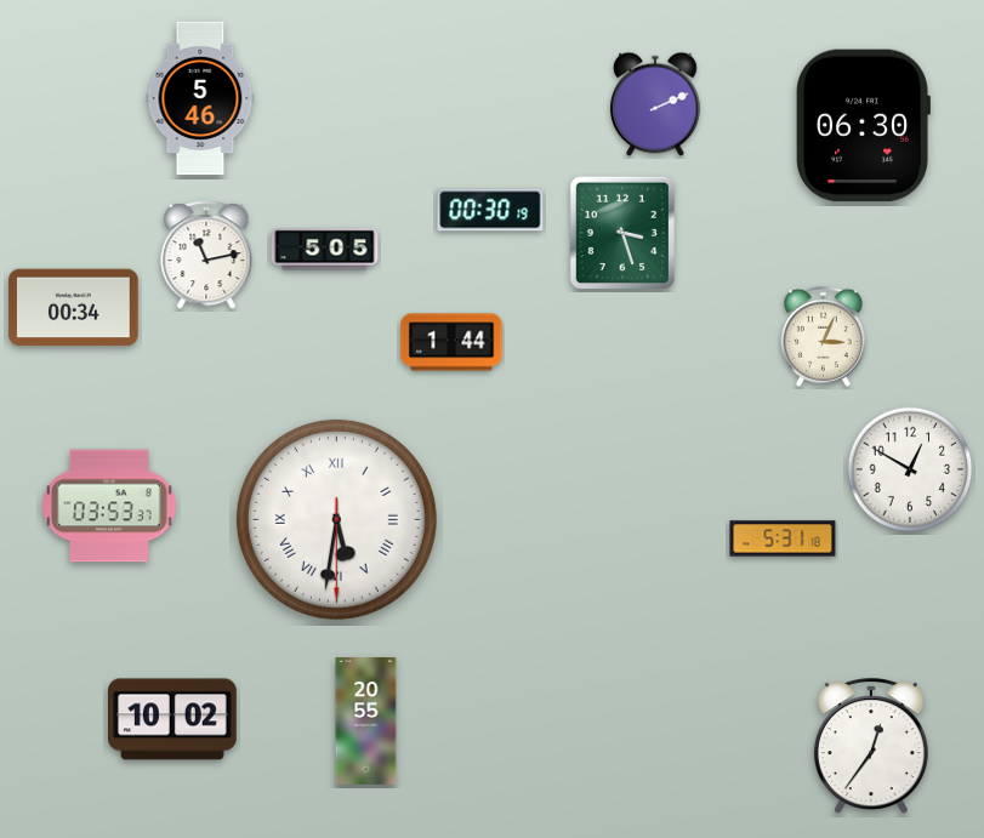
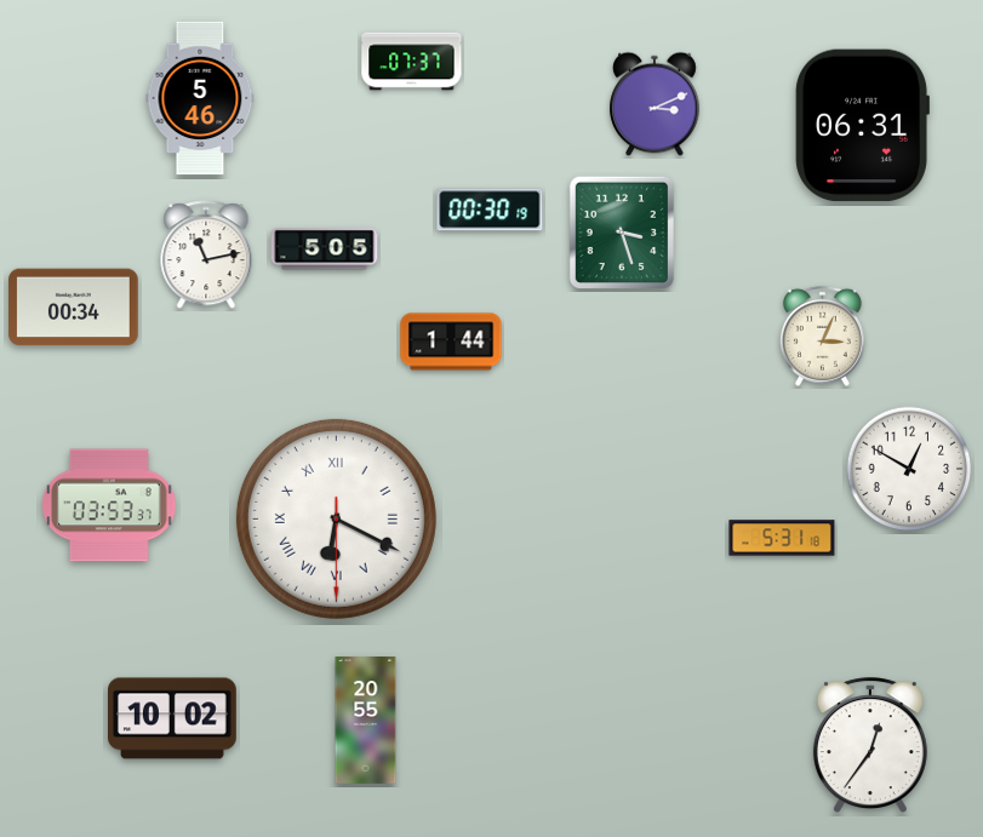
clock at (412, 62): none -> 07:37
clock at (655, 104): 2:11 -> 3:11
clock at (863, 126): 06:30 -> 06:31
clock at (336, 519): 5:31 -> 6:19
